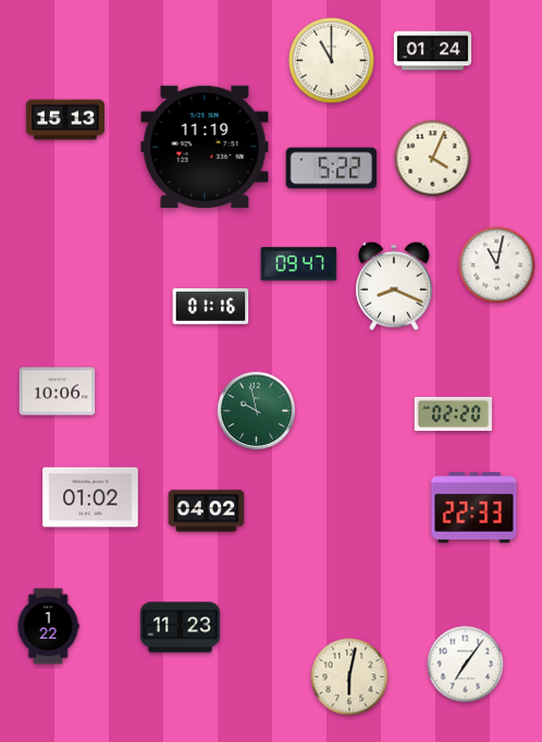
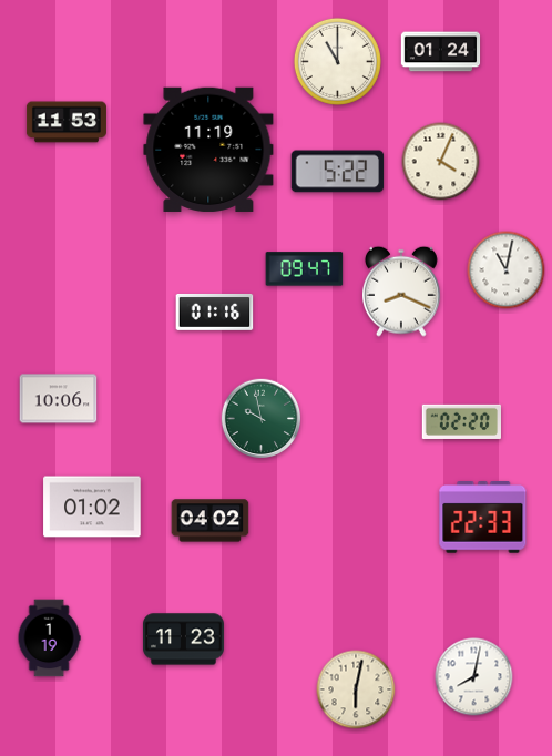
clock at (65, 120): 15:13 -> 11:53
clock at (48, 627): 1:22 -> 1:19
clock at (466, 665): 7:06 -> 8:02
